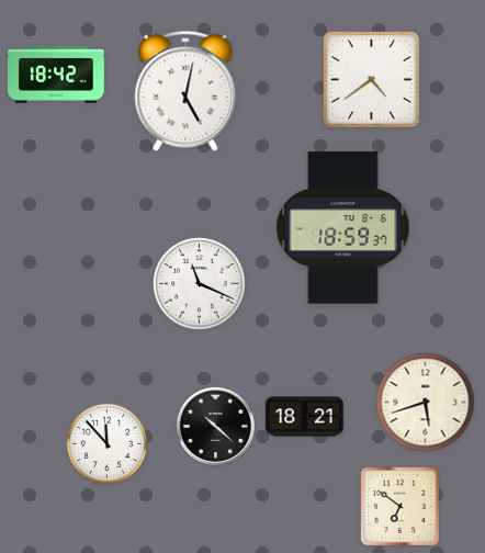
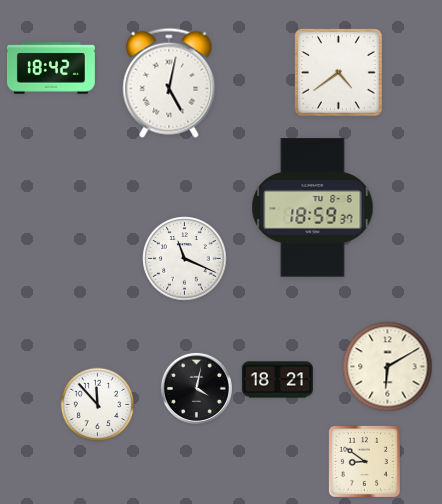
clock at (200, 284) position: (200, 284) -> (185, 259)
clock at (426, 403): 5:42 -> 6:10
clock at (215, 426): 10:22 -> 4:02
clock at (399, 506): 6:51 -> 8:51
